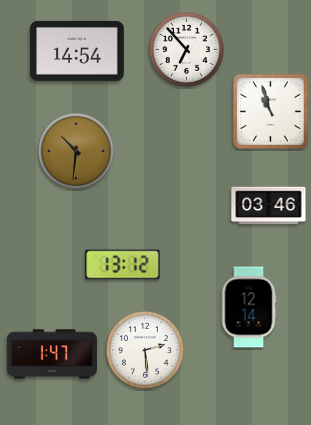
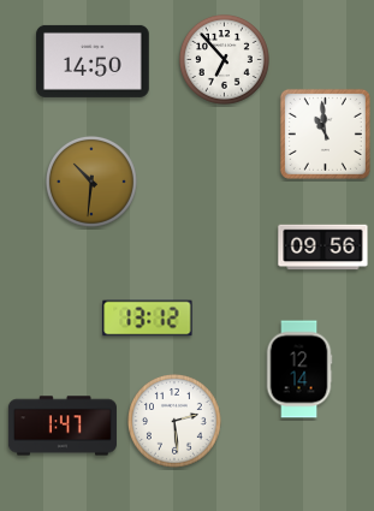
clock at (77, 51): 14:54 -> 14:50
clock at (270, 111): 10:57 -> 10:59
clock at (269, 206): 03:46 -> 09:56
